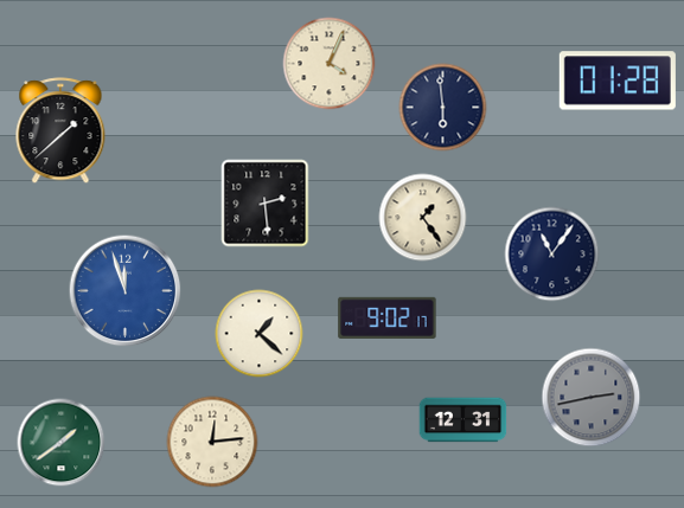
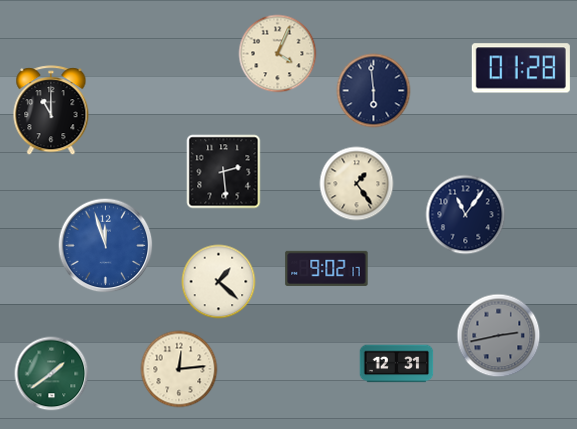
clock at (60, 131): 1:38 -> 11:00
clock at (464, 420) position: (464, 420) -> (397, 364)
clock at (212, 442) position: (212, 442) -> (179, 369)
